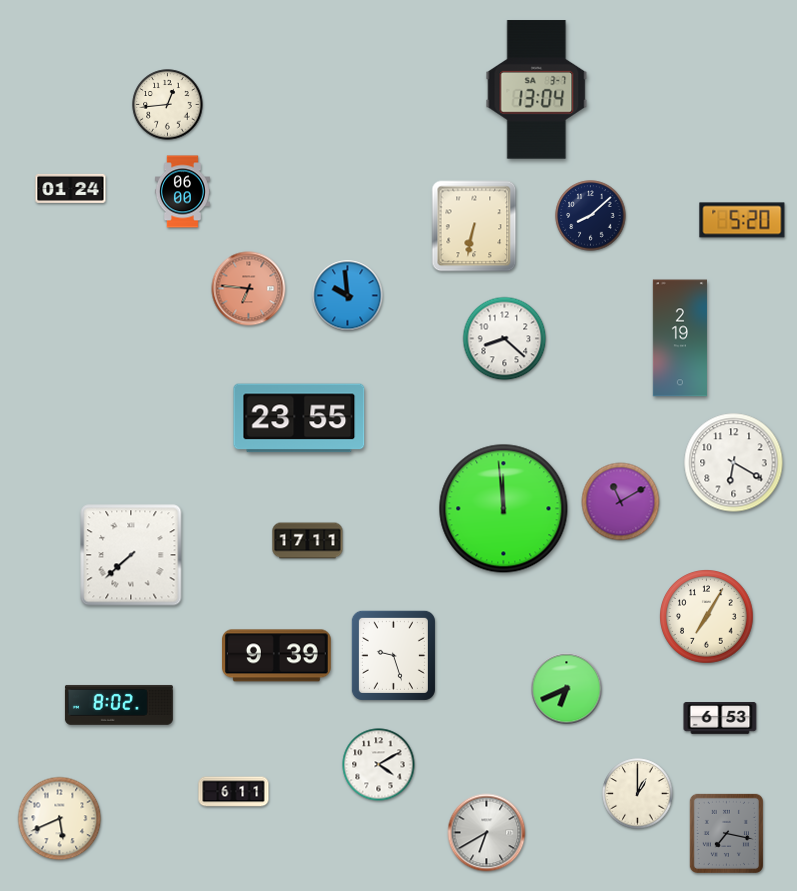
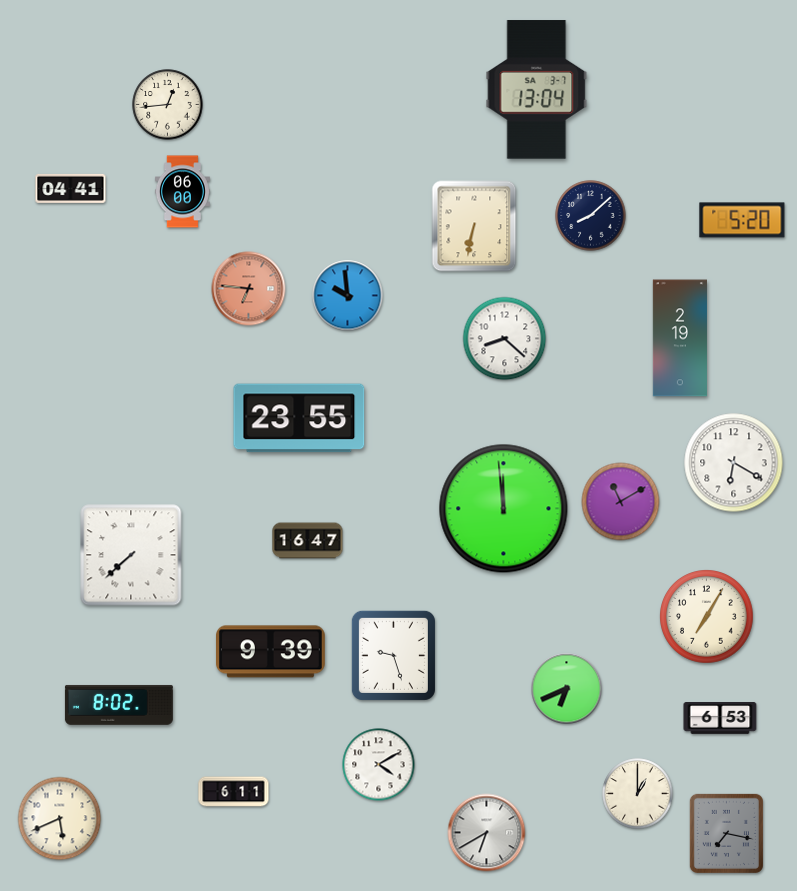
clock at (71, 188): 01:24 -> 04:41
clock at (308, 541): 17:11 -> 16:47
clock at (277, 656) position: (277, 656) -> (271, 652)
